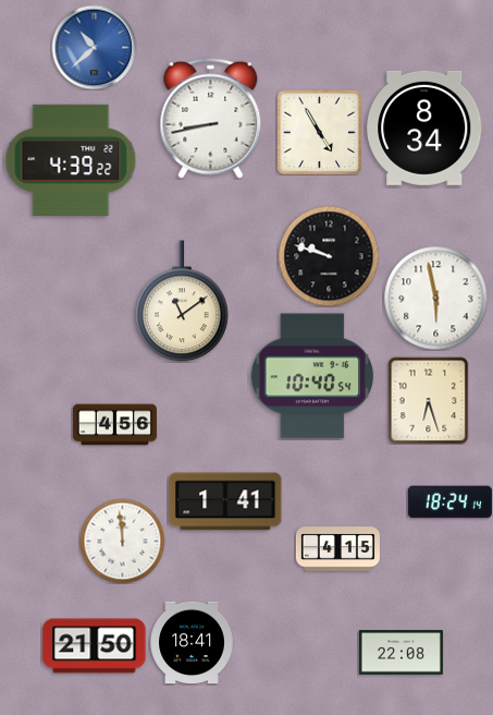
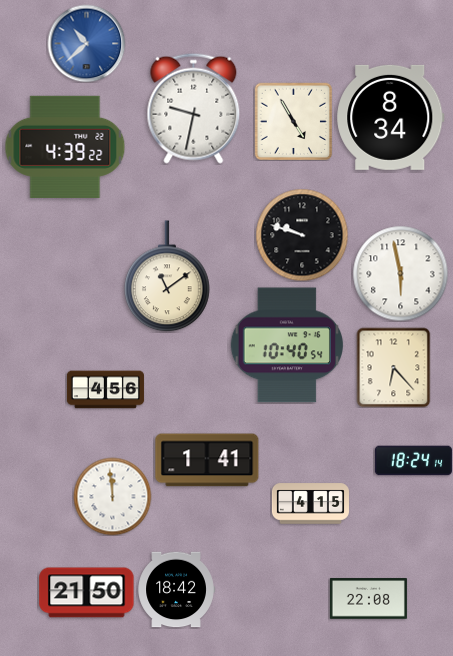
clock at (211, 118): 8:43 -> 9:32
clock at (429, 400): 6:27 -> 6:23
clock at (192, 643): 18:41 -> 18:42
